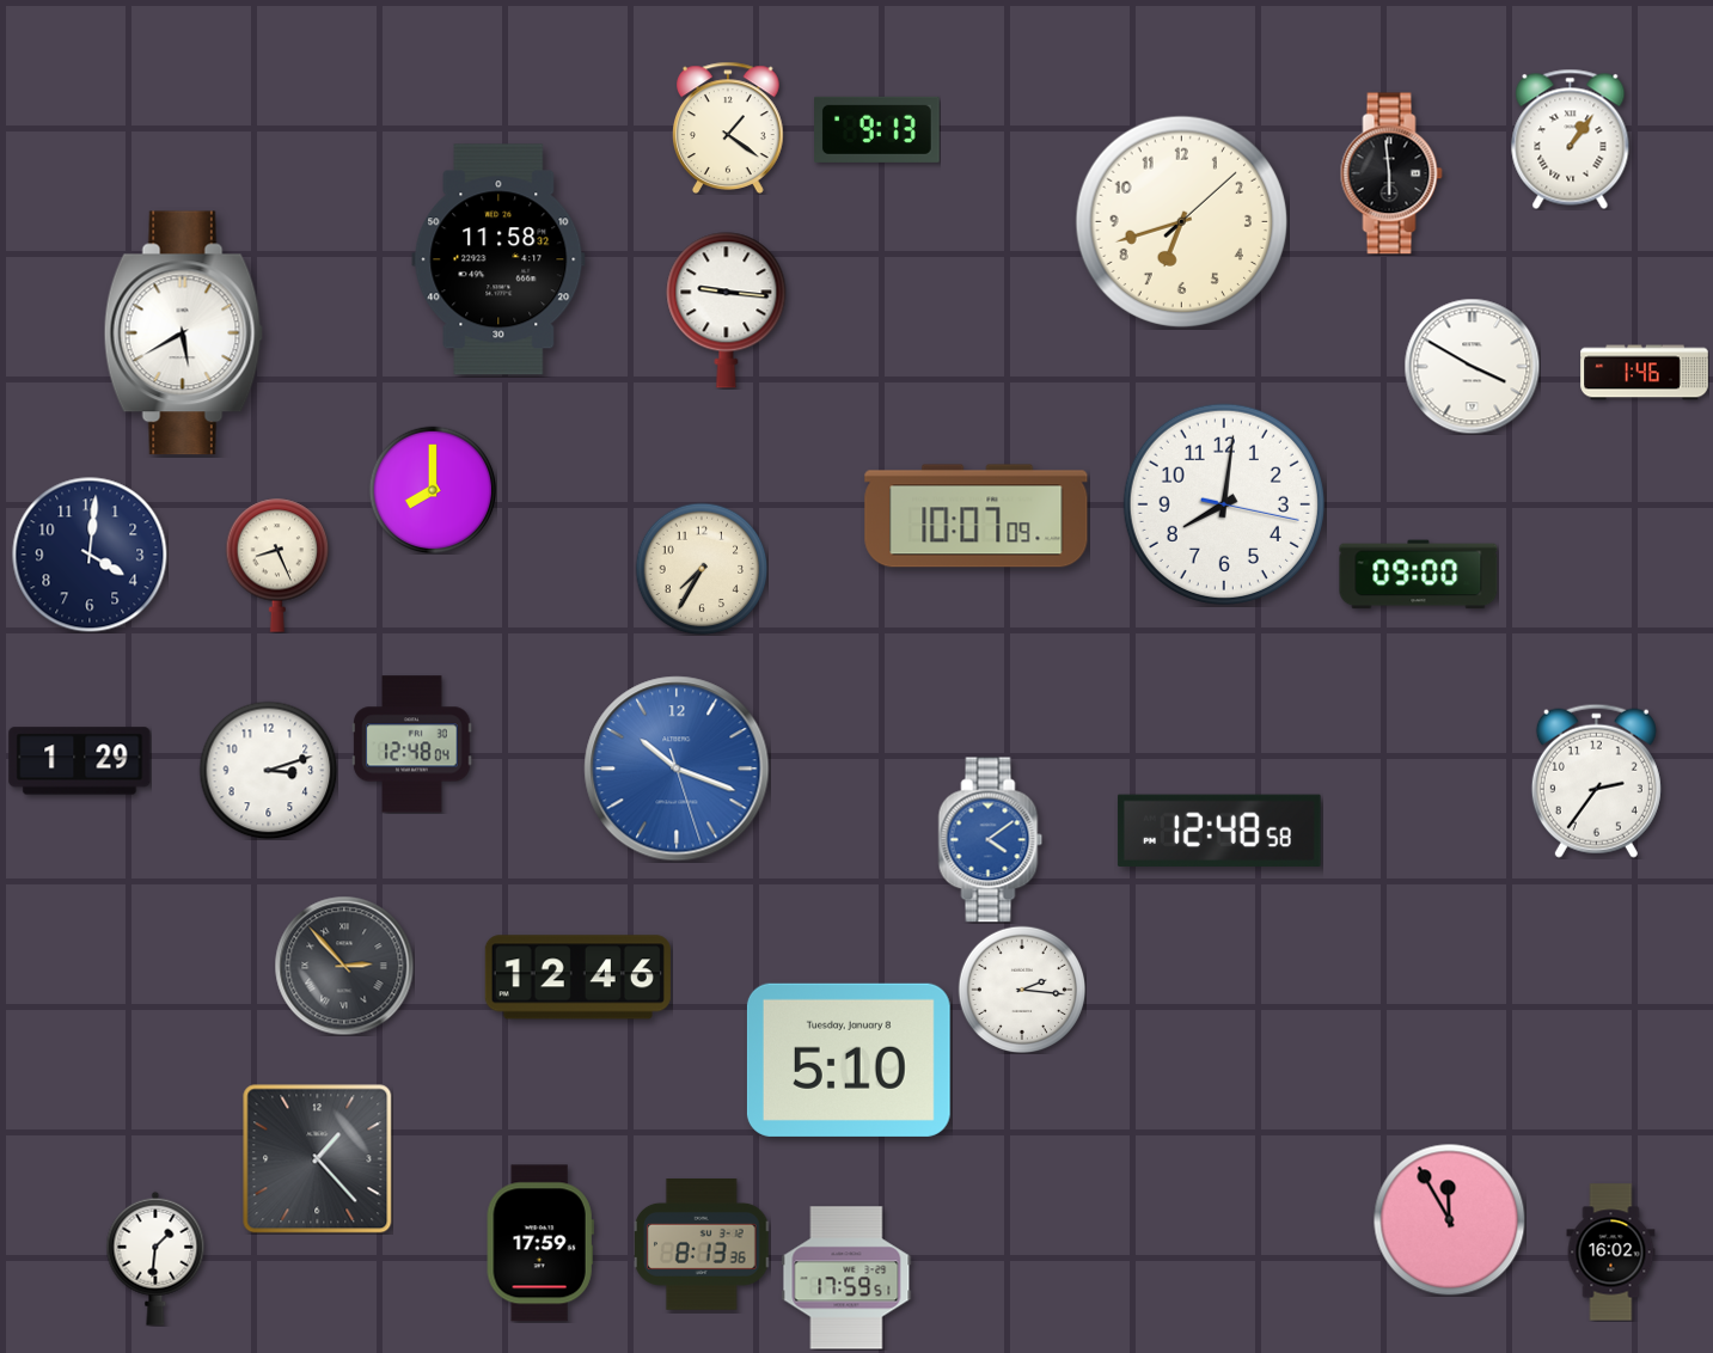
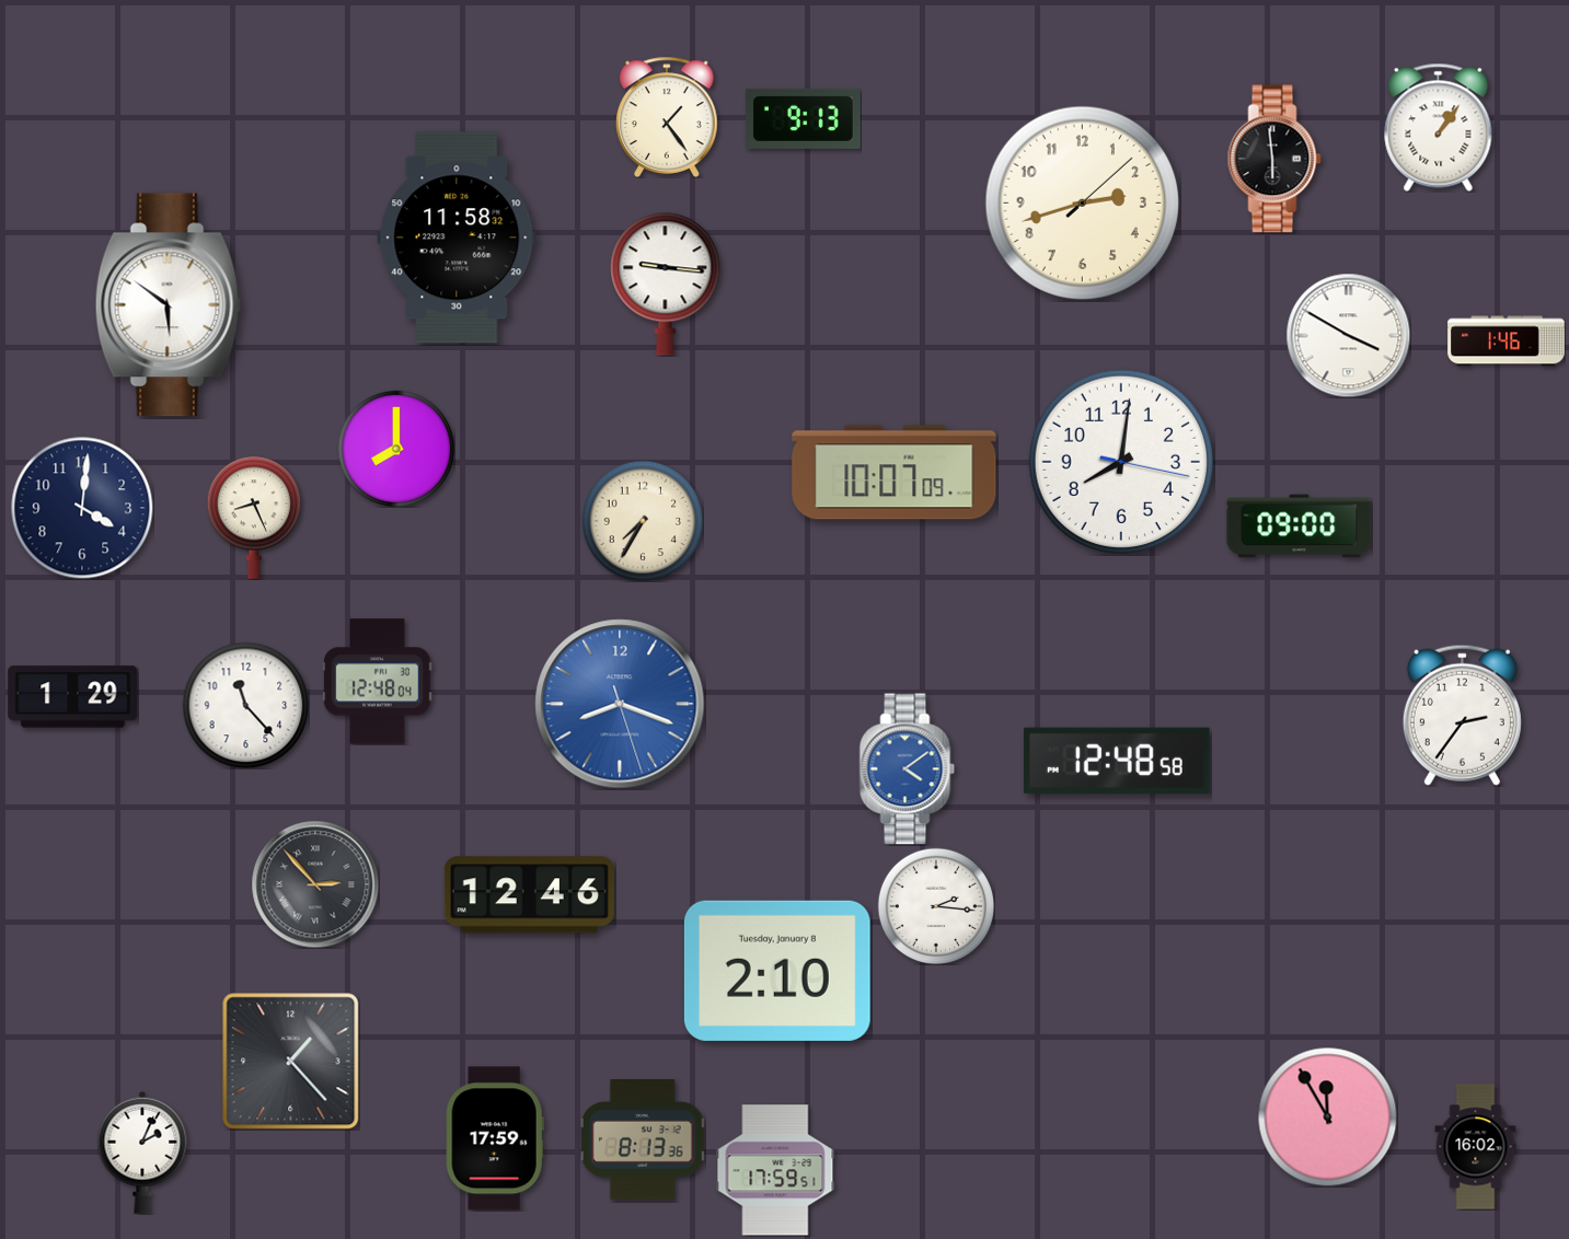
clock at (729, 128): 1:21 -> 1:24
clock at (1182, 222): 6:42 -> 2:42
clock at (183, 333): 5:40 -> 5:51
clock at (677, 769): 10:18 -> 8:18
clock at (268, 770): 3:12 -> 11:23
clock at (849, 1060): 5:10 -> 2:10
clock at (155, 1259): 1:31 -> 2:04
